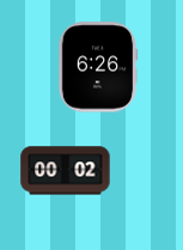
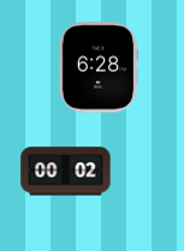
clock at (98, 67): 6:26 -> 6:28
